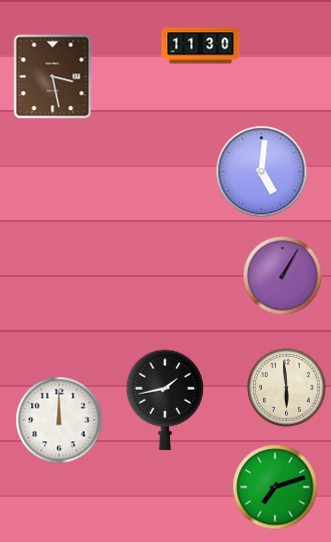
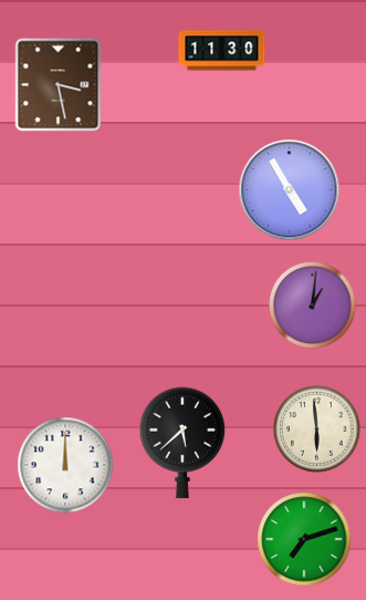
clock at (262, 172): 5:01 -> 4:55
clock at (283, 276): 1:05 -> 1:01
clock at (165, 400): 1:43 -> 5:38
